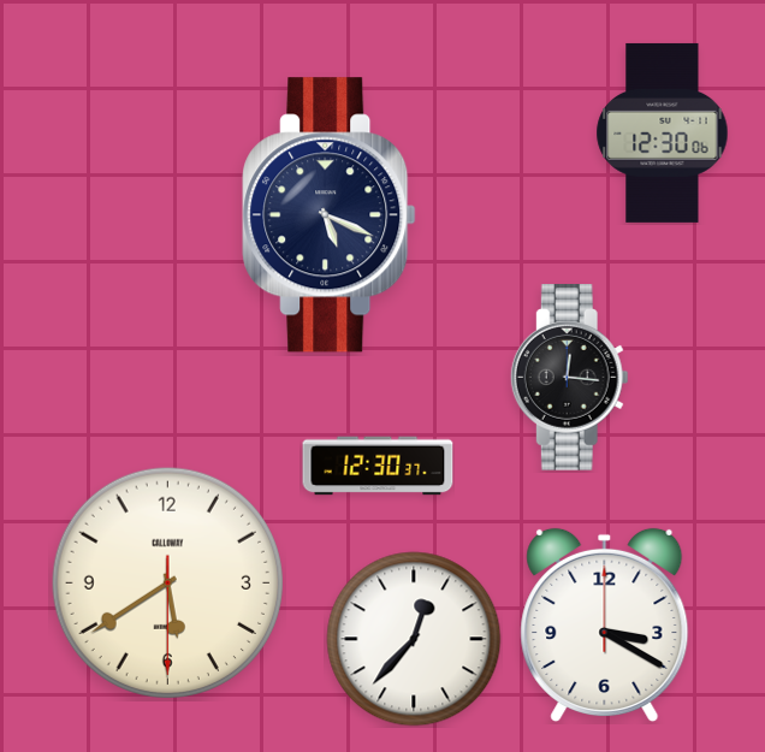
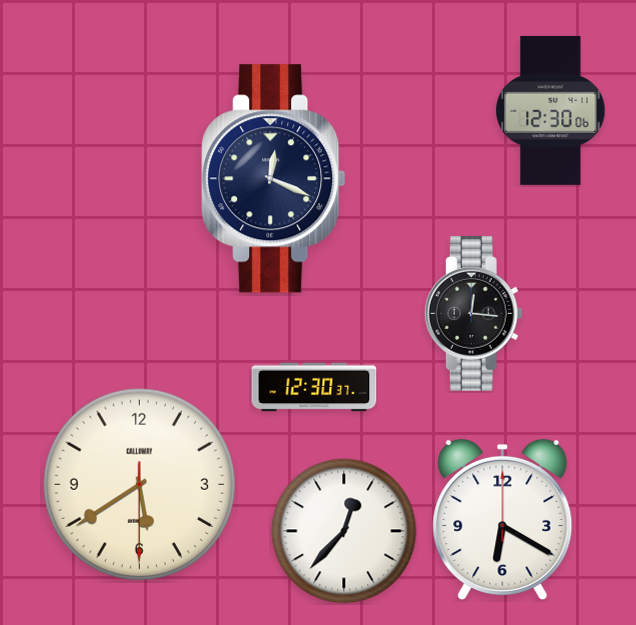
clock at (330, 215): 5:19 -> 12:19
clock at (605, 624): 3:20 -> 6:20
